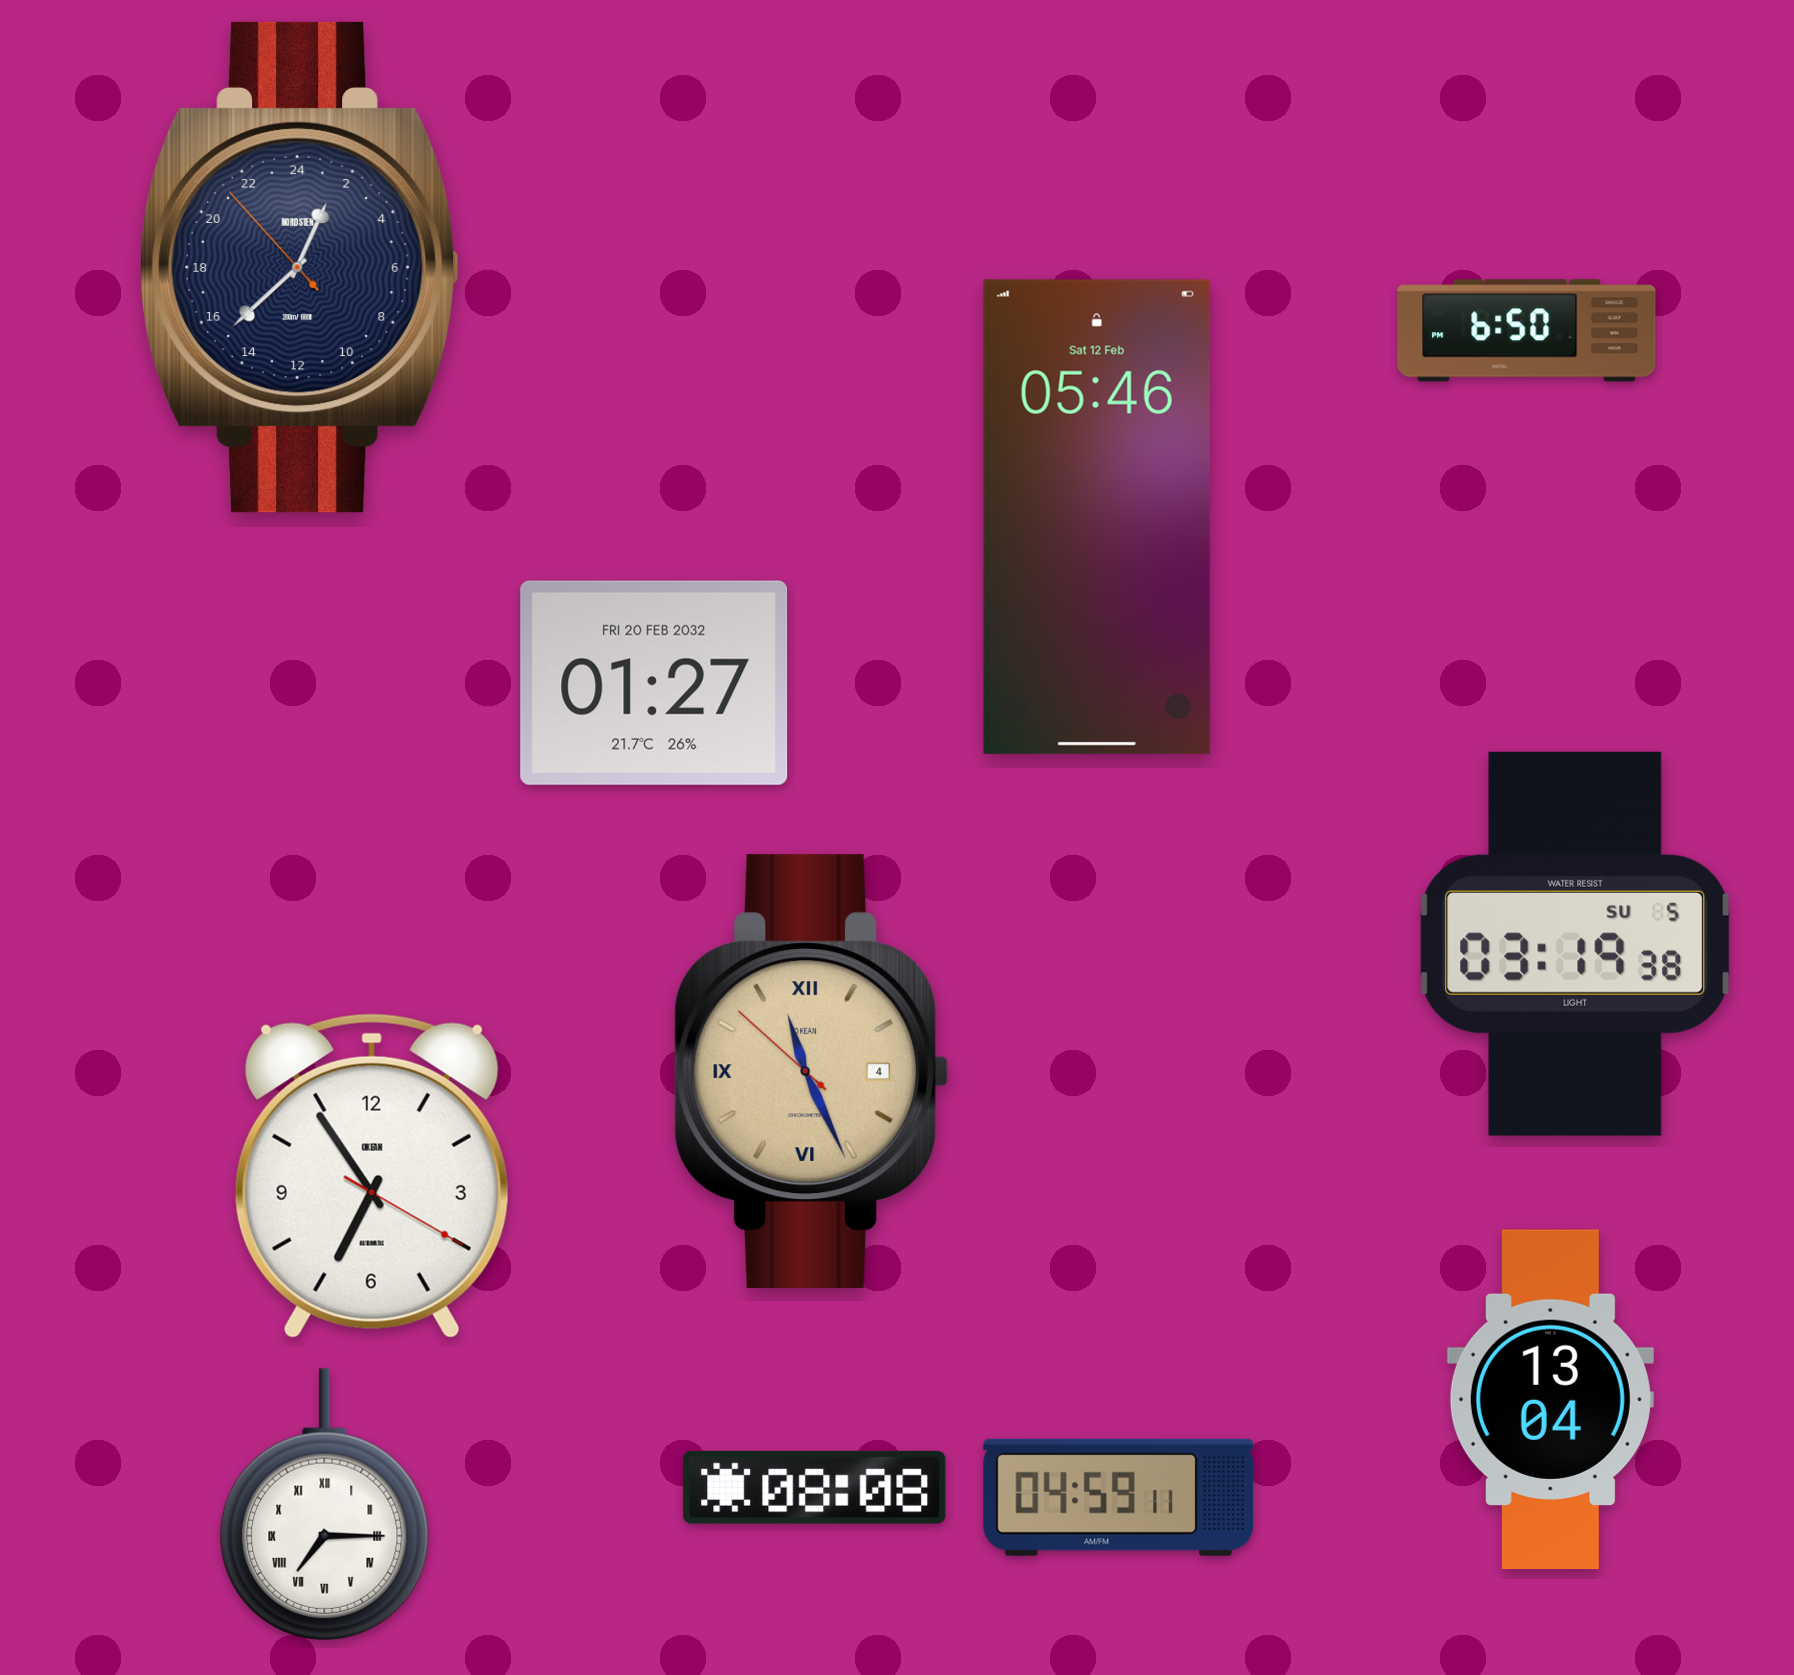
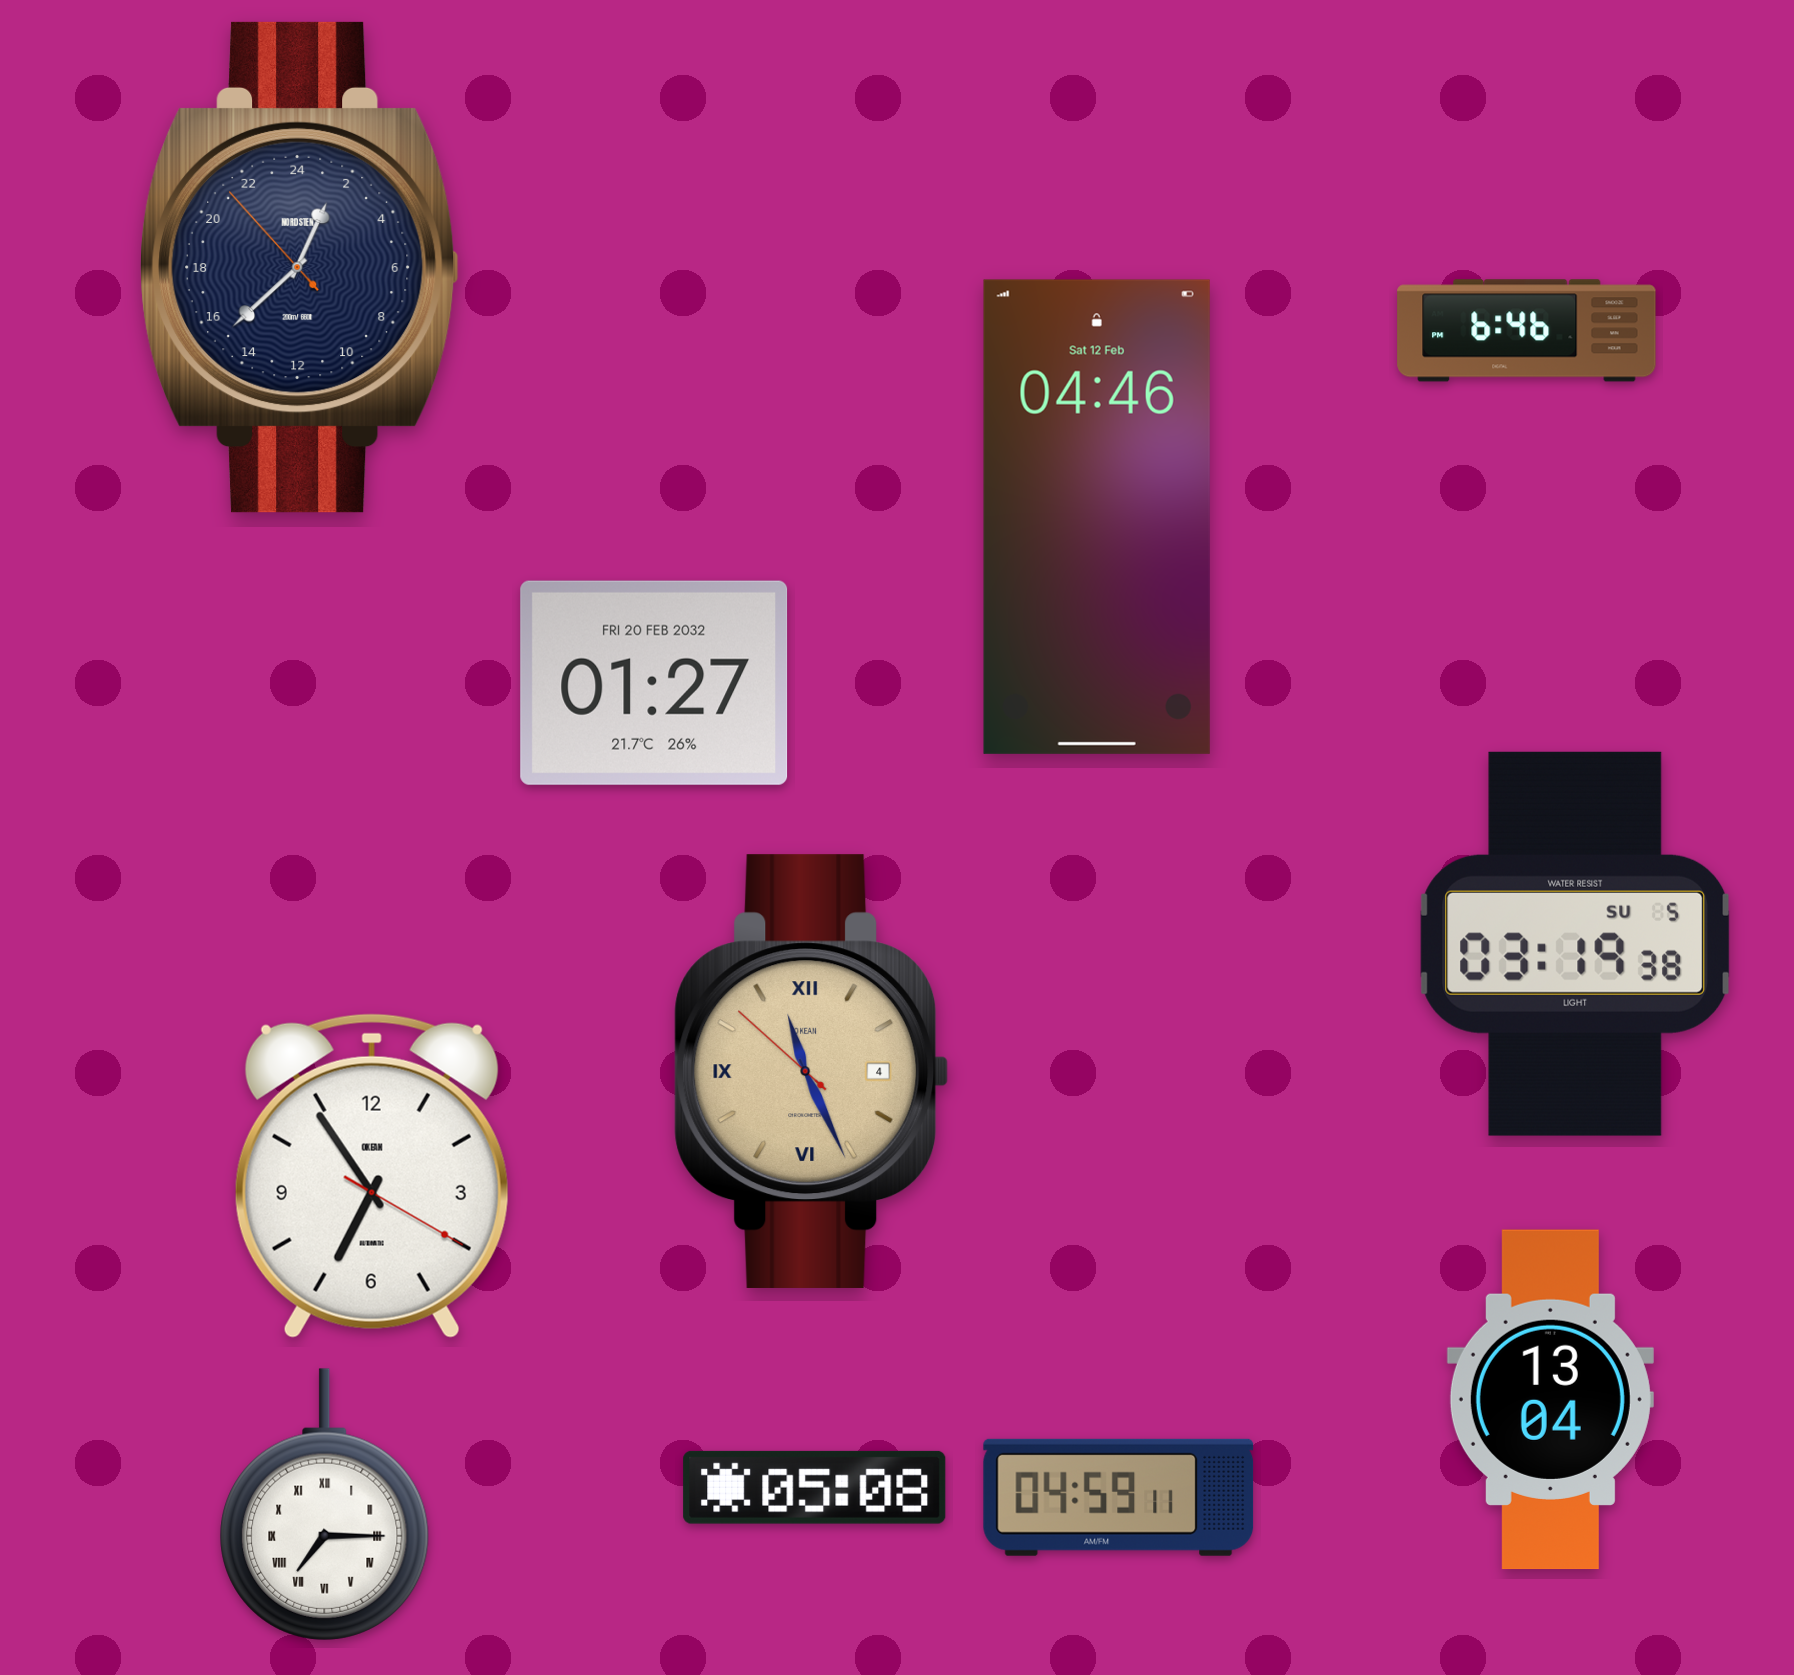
clock at (1527, 331): 6:50 -> 6:46
clock at (1097, 517): 05:46 -> 04:46
clock at (815, 1487): 08:08 -> 05:08
